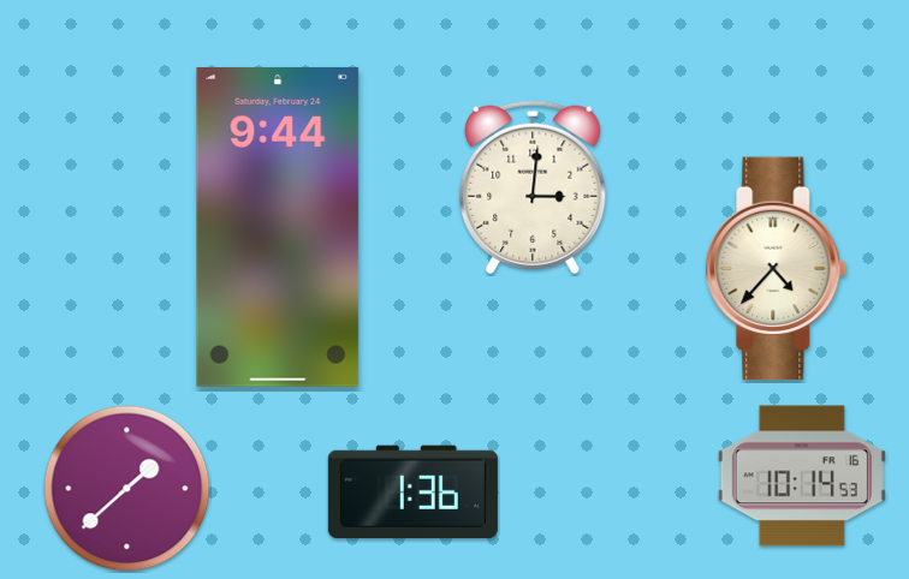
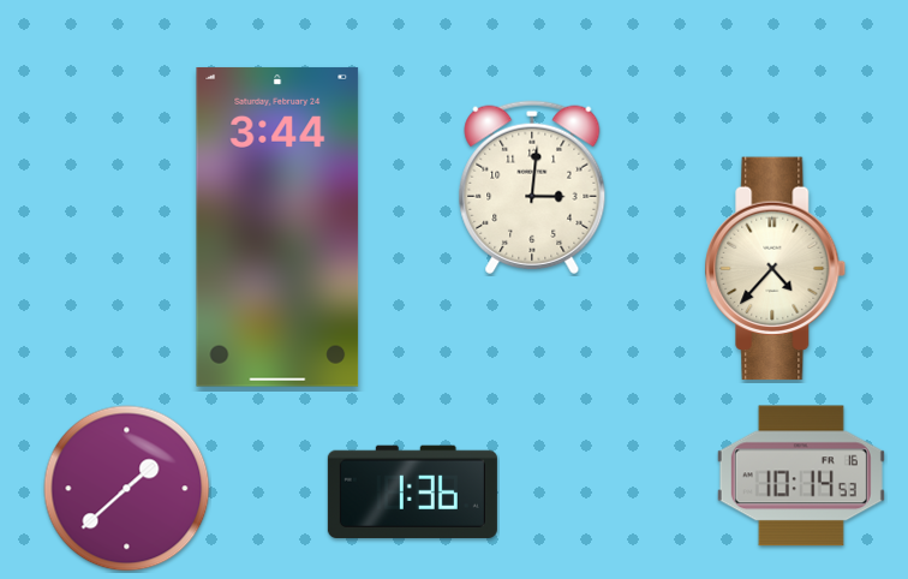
clock at (278, 227): 9:44 -> 3:44
